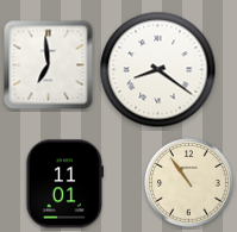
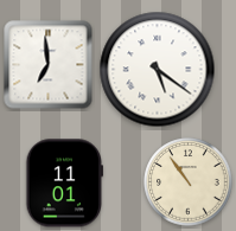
clock at (158, 70): 8:21 -> 5:21
